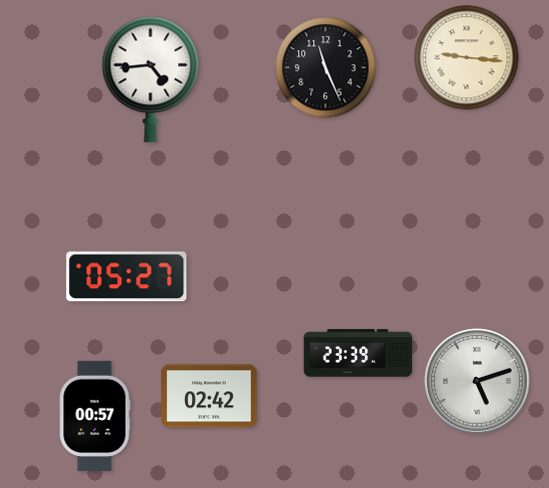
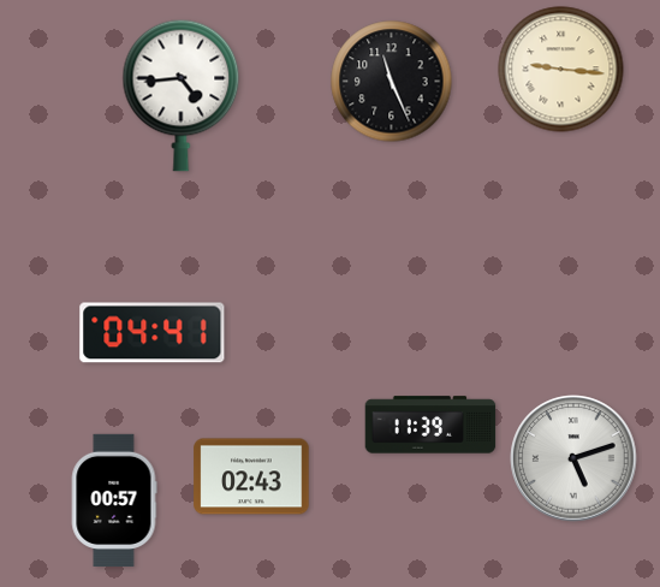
clock at (127, 277): 05:27 -> 04:41
clock at (358, 353): 23:39 -> 11:39
clock at (209, 396): 02:42 -> 02:43
